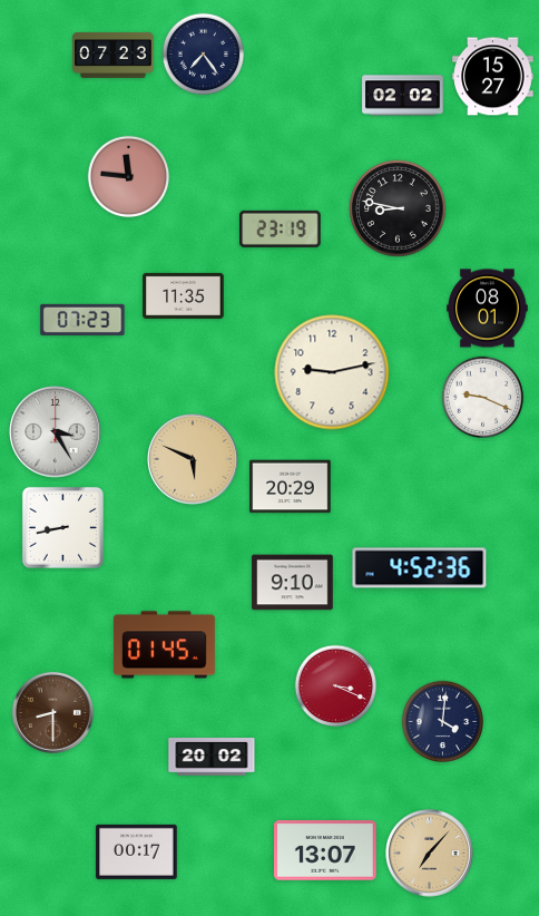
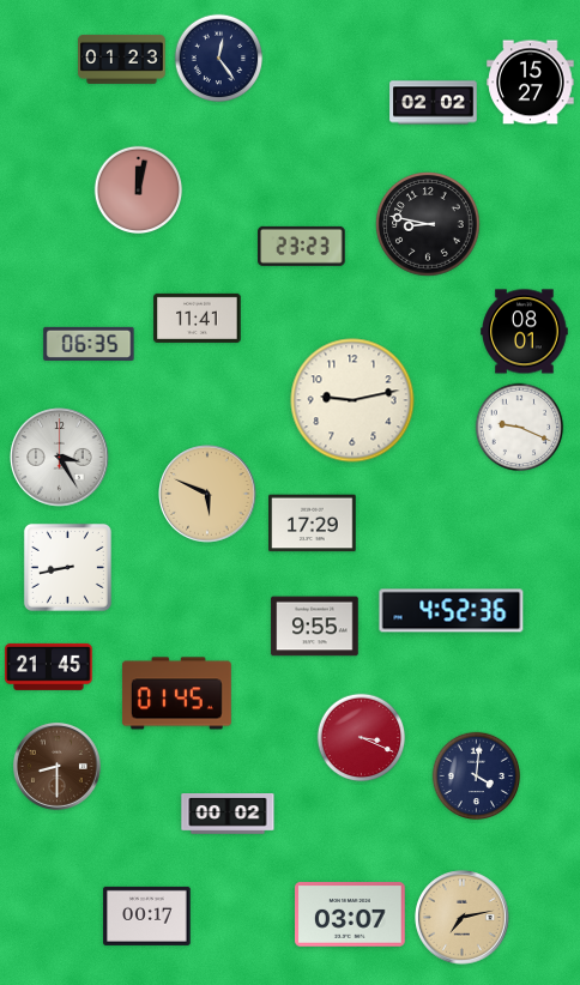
clock at (114, 55): 07:23 -> 01:23
clock at (204, 55): 7:24 -> 12:24
clock at (129, 177): 11:46 -> 12:02
clock at (281, 228): 23:19 -> 23:23
clock at (184, 295): 11:35 -> 11:41
clock at (82, 320): 07:23 -> 06:35
clock at (332, 372) position: (332, 372) -> (352, 400)
clock at (56, 432) position: (56, 432) -> (60, 458)
clock at (291, 487): 20:29 -> 17:29
clock at (293, 583): 9:10 -> 9:55
clock at (49, 666): none -> 21:45
clock at (212, 757): 20:02 -> 00:02
clock at (326, 850): 13:07 -> 03:07
clock at (430, 854): 7:07 -> 7:13
